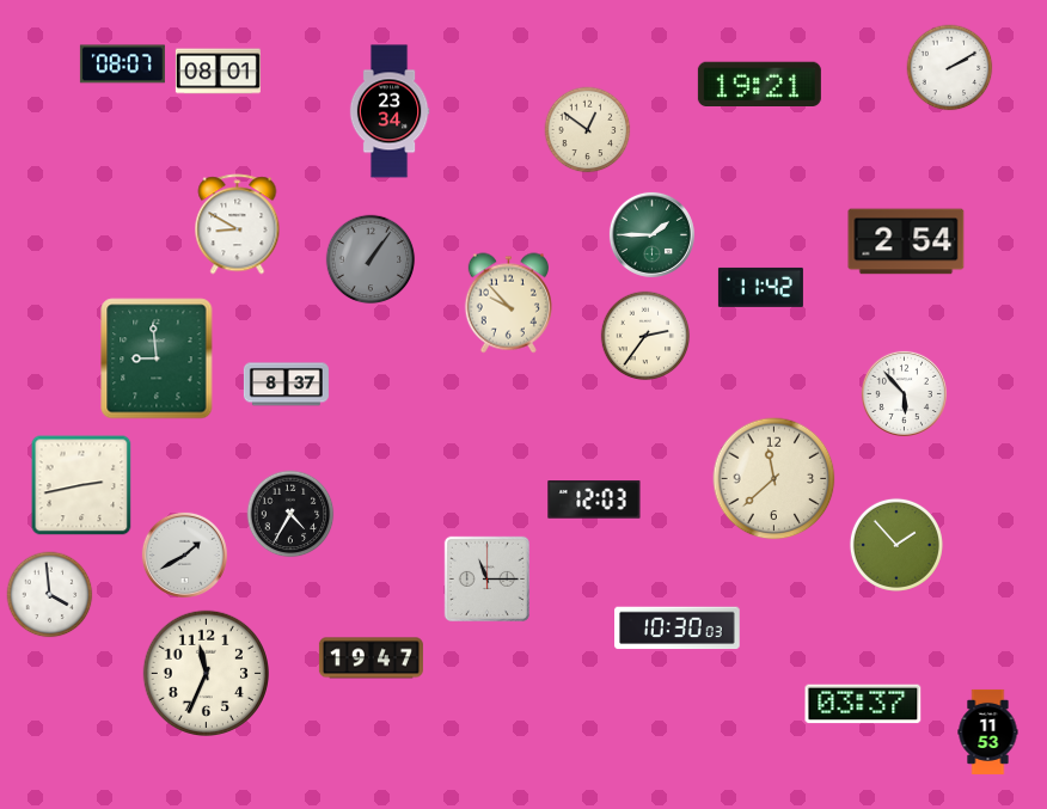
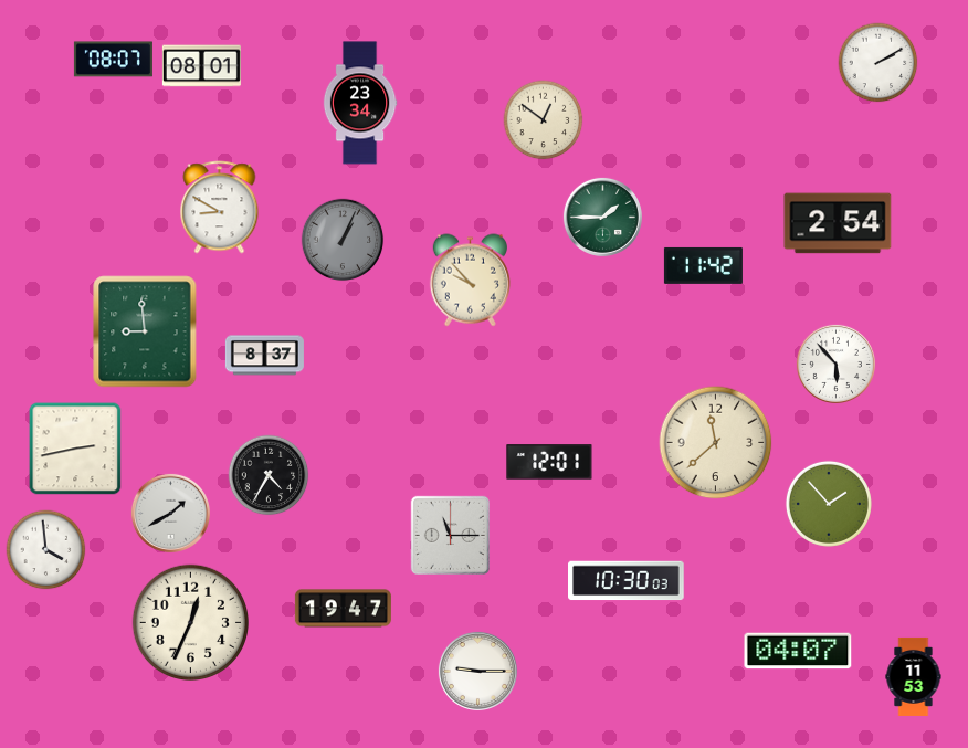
clock at (759, 85): 19:21 -> none
clock at (371, 259): 1:06 -> 1:04
clock at (645, 336): 2:36 -> none
clock at (594, 500): 12:03 -> 12:01
clock at (206, 673): 11:34 -> 12:34
clock at (863, 704): 03:37 -> 04:07
clock at (477, 671): none -> 9:15
